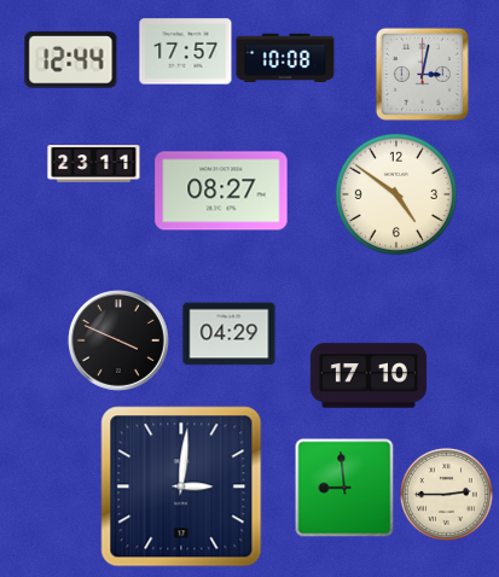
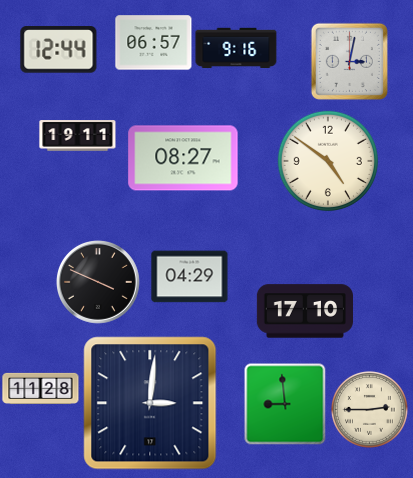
clock at (186, 52): 17:57 -> 06:57
clock at (285, 58): 10:08 -> 9:16
clock at (94, 164): 23:11 -> 19:11
clock at (41, 388): none -> 11:28
